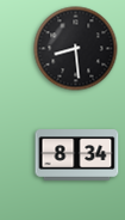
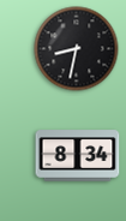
clock at (76, 49): 8:29 -> 8:32
